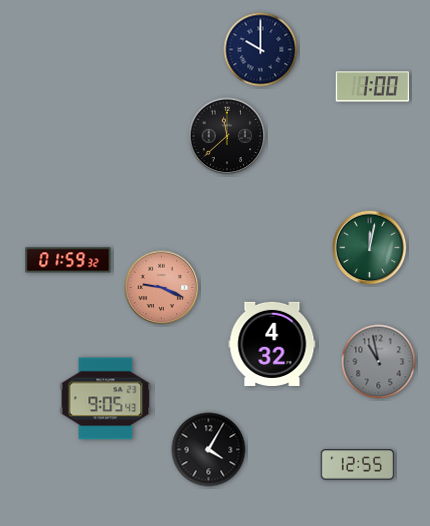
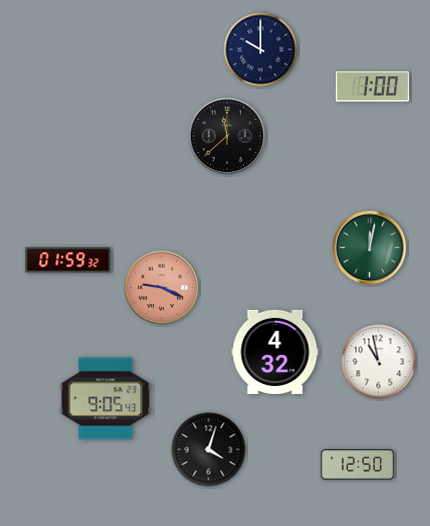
clock at (272, 344) position: (272, 344) -> (275, 352)
clock at (379, 362) dial: grey -> white
clock at (209, 450): 4:05 -> 4:03
clock at (358, 465): 12:55 -> 12:50
